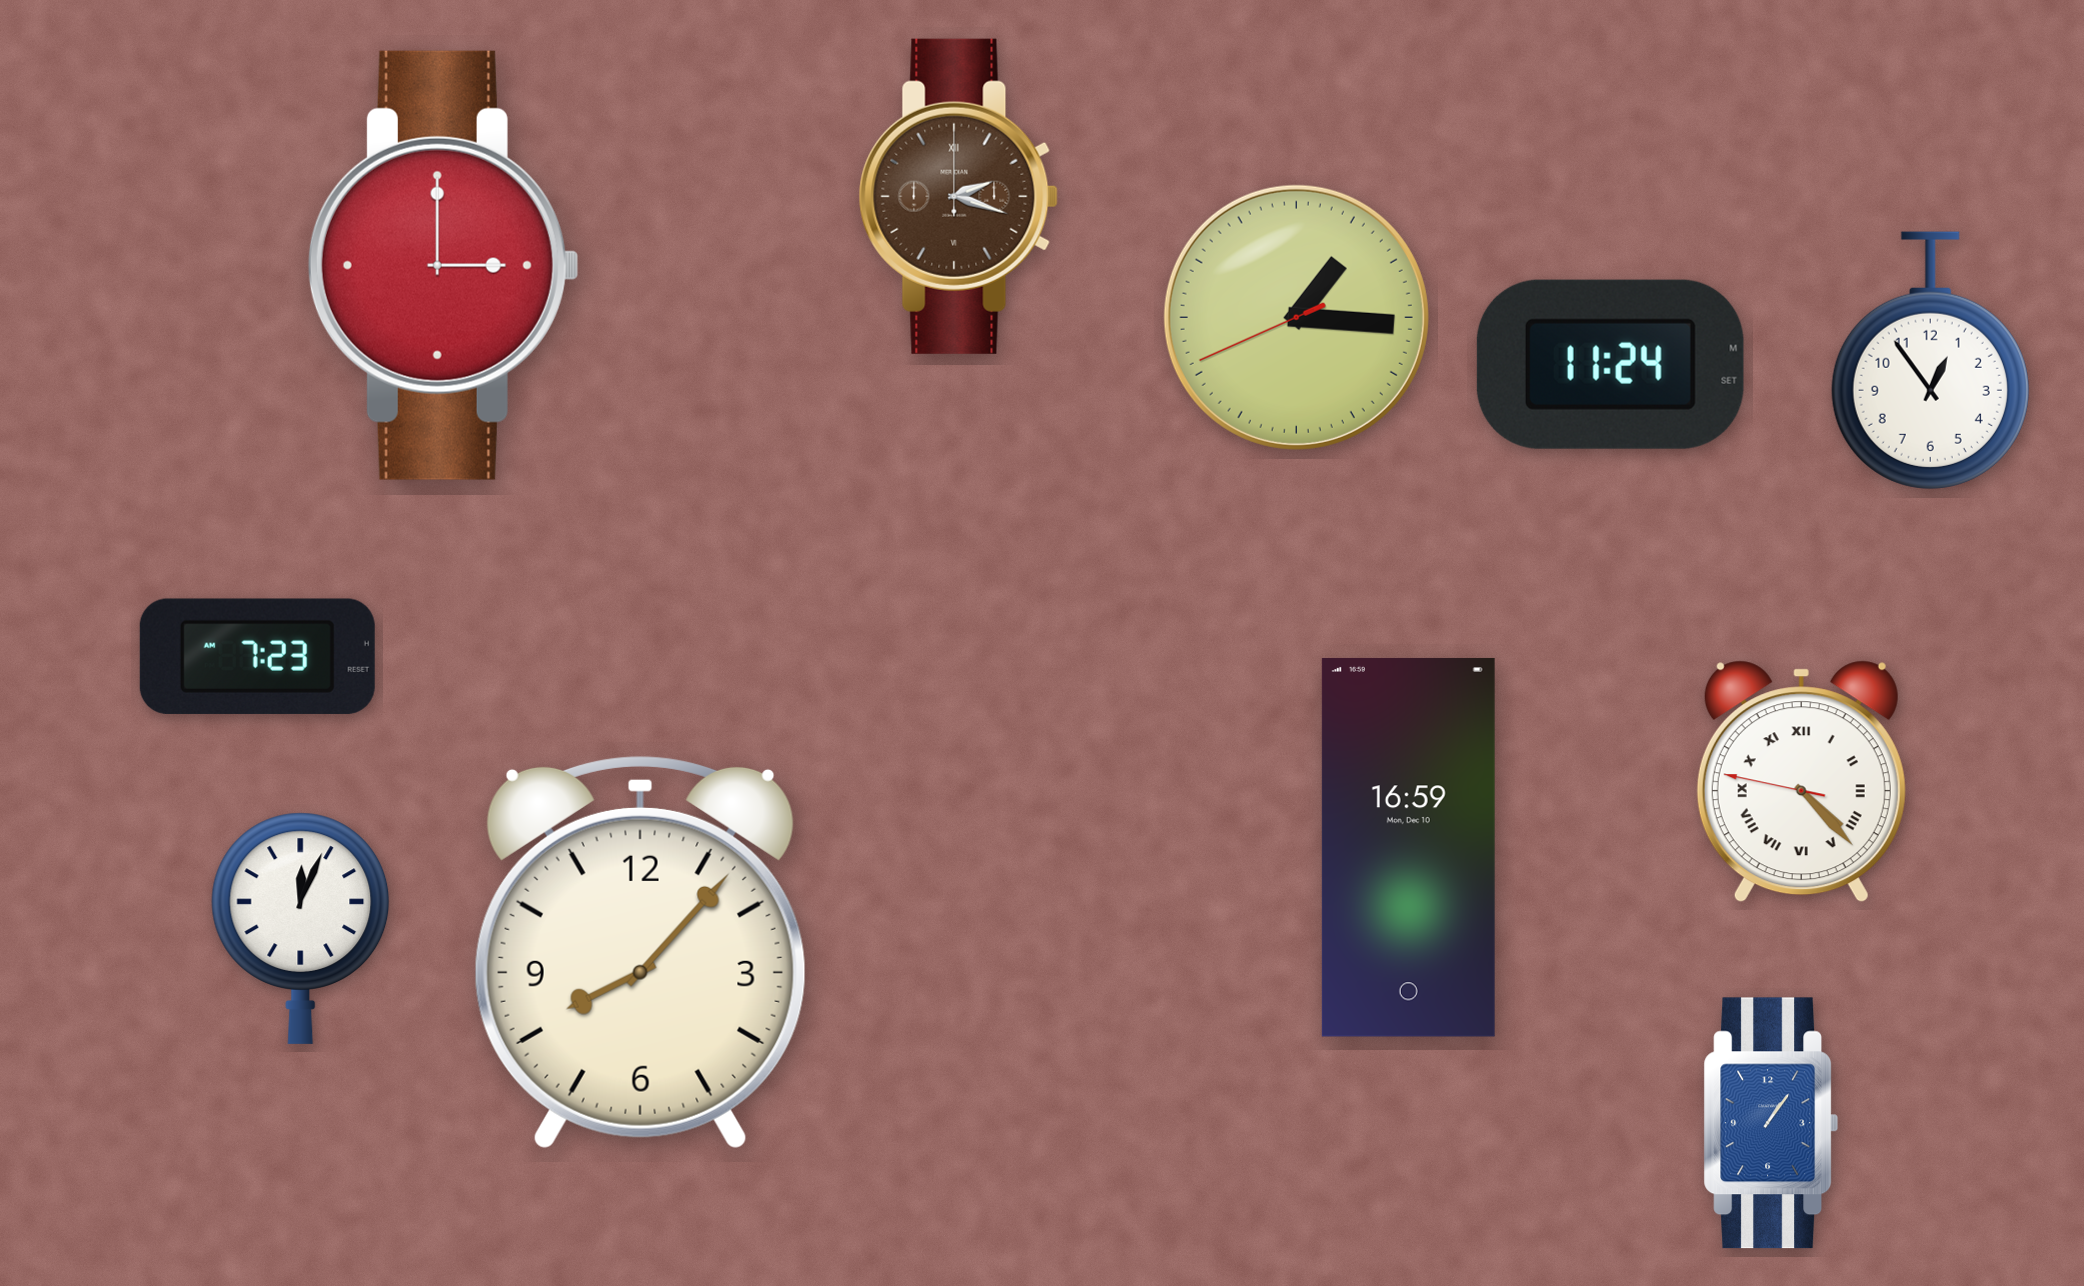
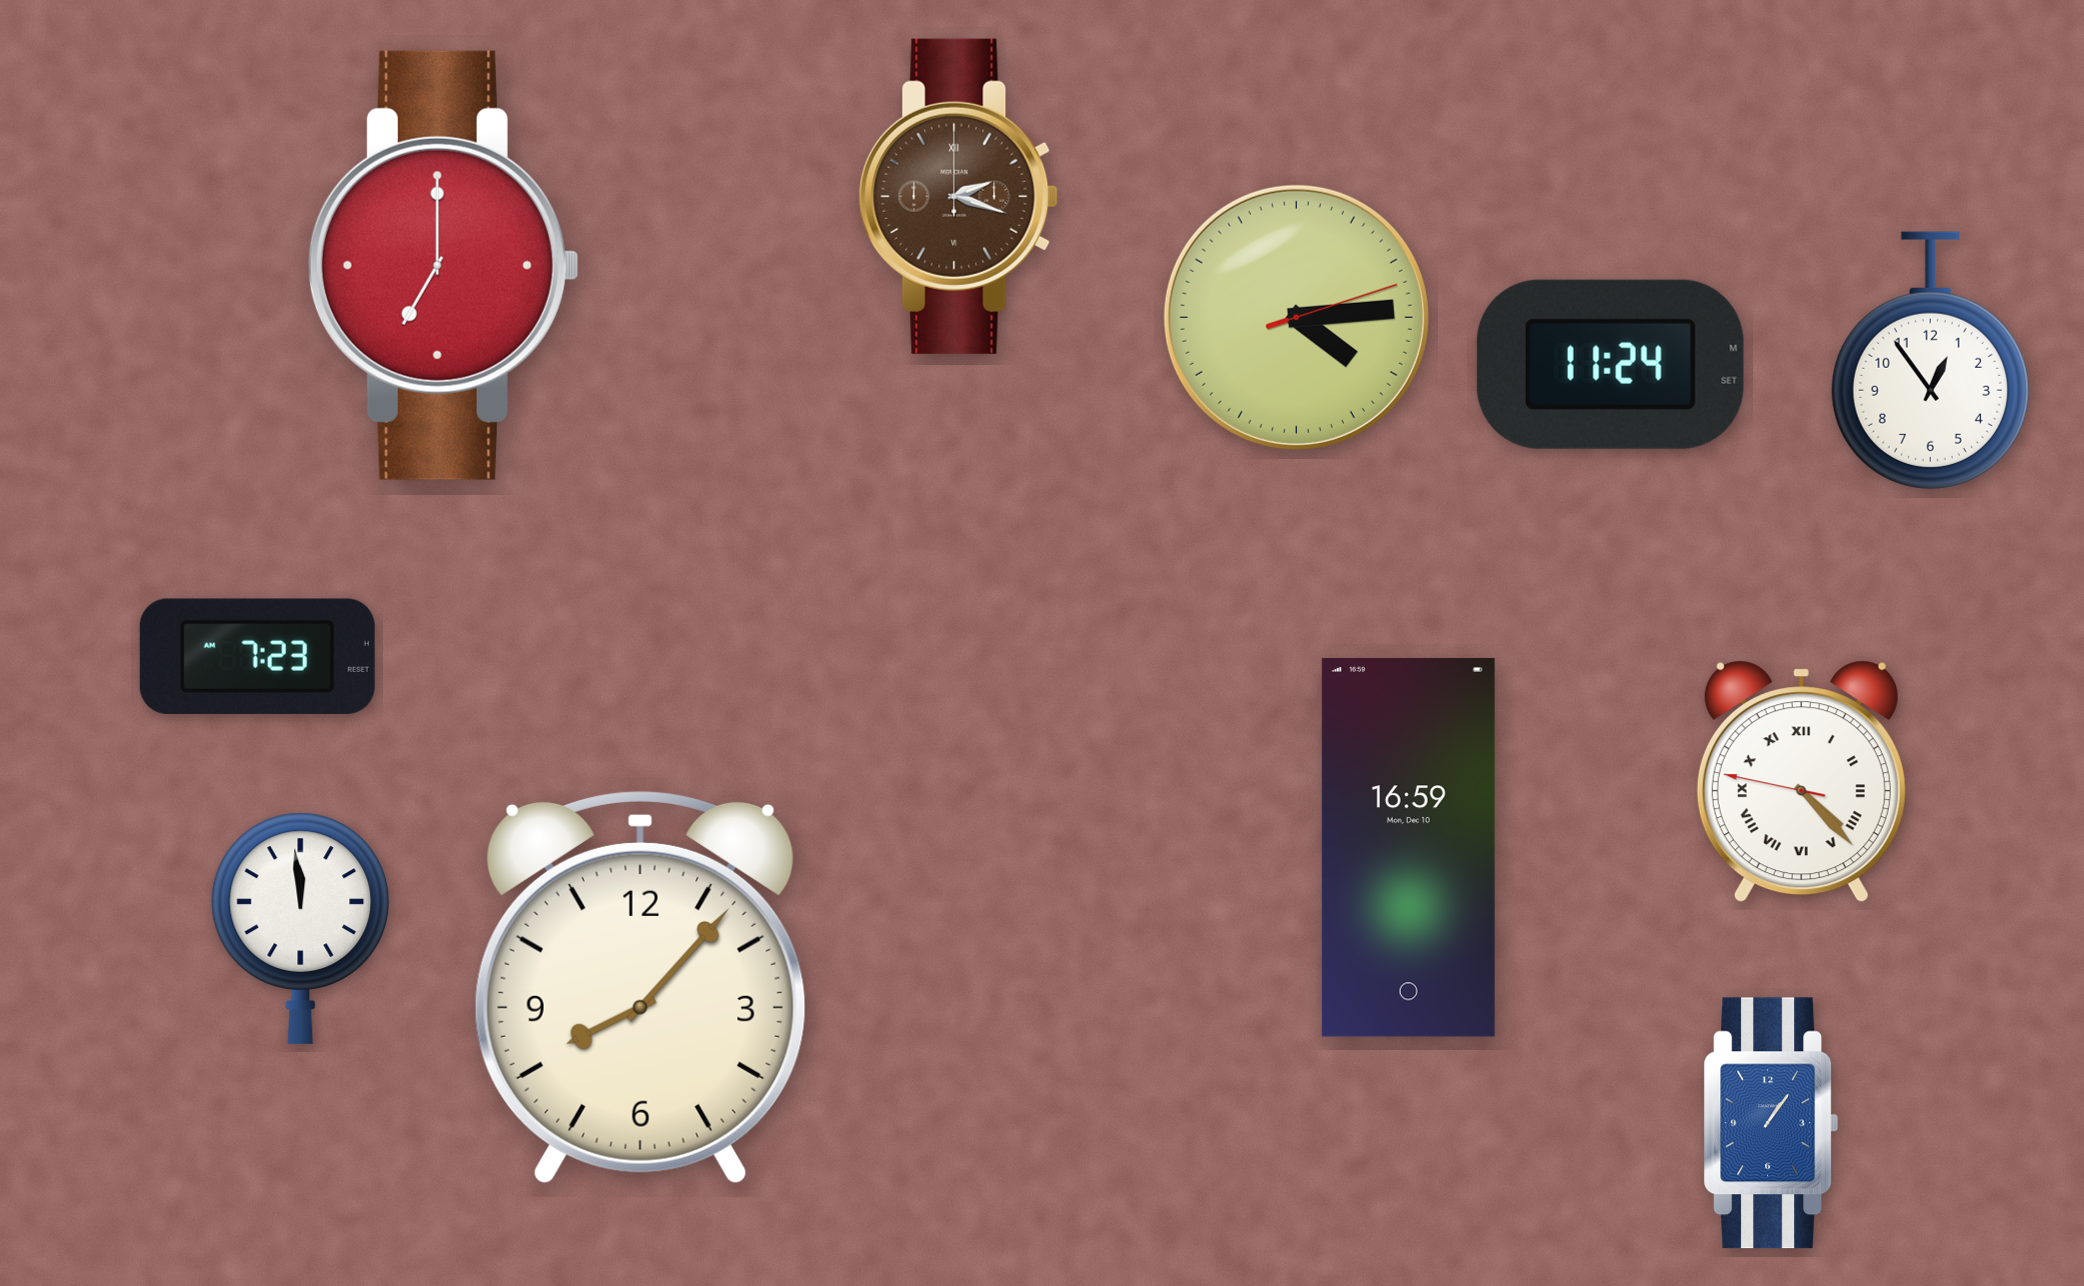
clock at (443, 265): 3:00 -> 7:00
clock at (1296, 317): 1:15 -> 4:14
clock at (301, 928): 12:04 -> 11:59
clock at (640, 952) position: (640, 952) -> (640, 987)
